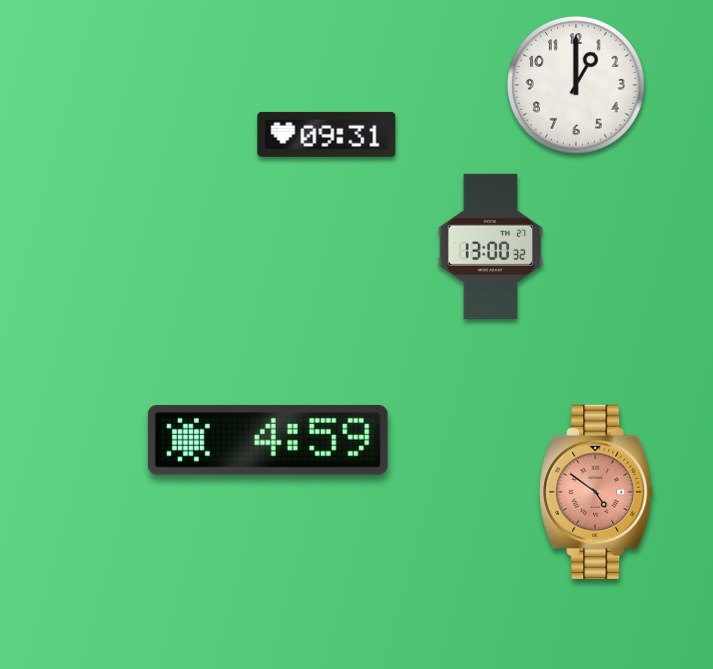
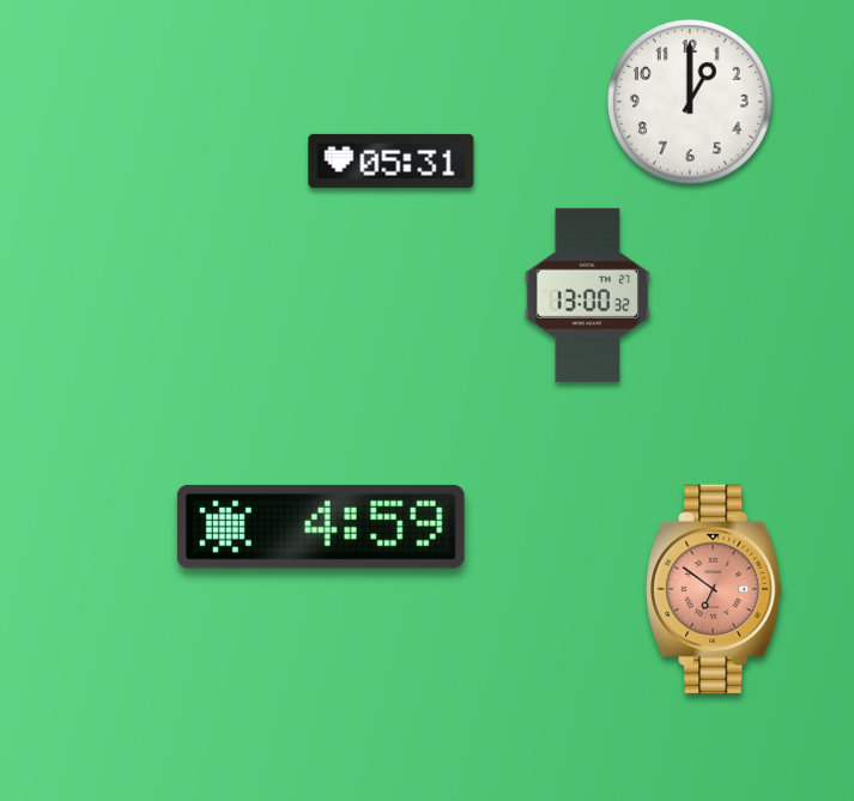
clock at (327, 134): 09:31 -> 05:31
clock at (597, 492): 4:51 -> 6:51
